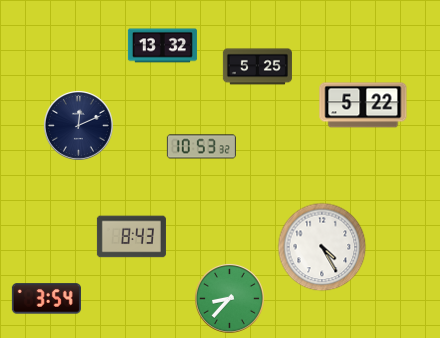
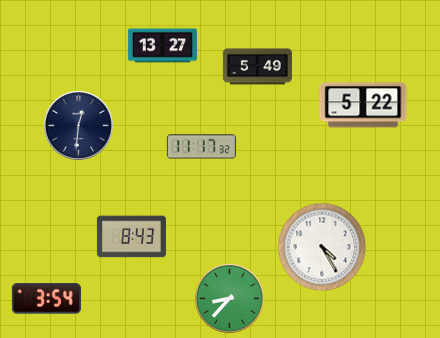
clock at (162, 46): 13:32 -> 13:27
clock at (257, 67): 5:25 -> 5:49
clock at (78, 125): 12:11 -> 12:31
clock at (201, 147): 10:53 -> 11:17
